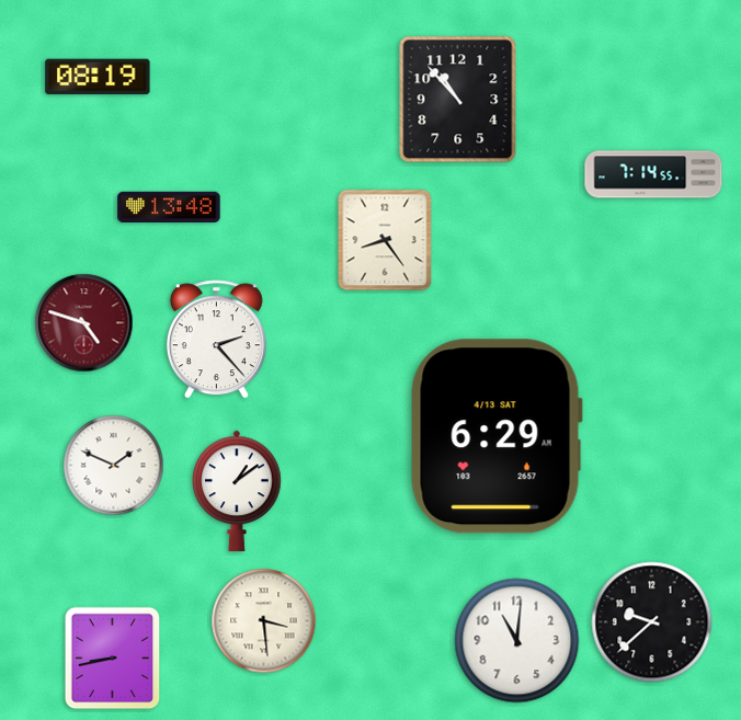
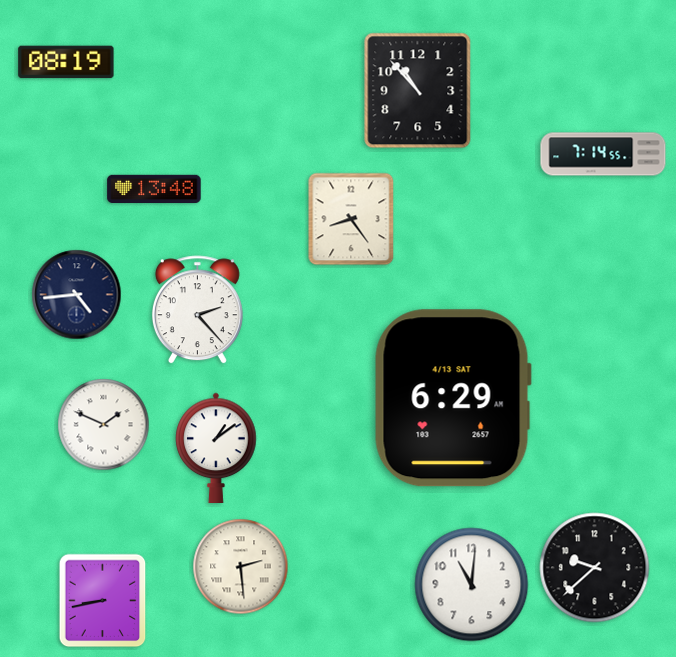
clock at (98, 77) position: (98, 77) -> (66, 62)
clock at (653, 174) position: (653, 174) -> (603, 154)
clock at (84, 323): 4:48 -> 4:44
clock at (84, 323) dial: burgundy -> navy
clock at (264, 621): 3:29 -> 2:29
